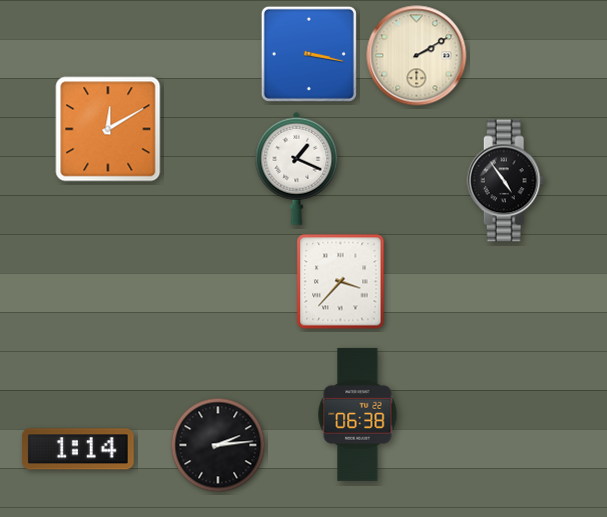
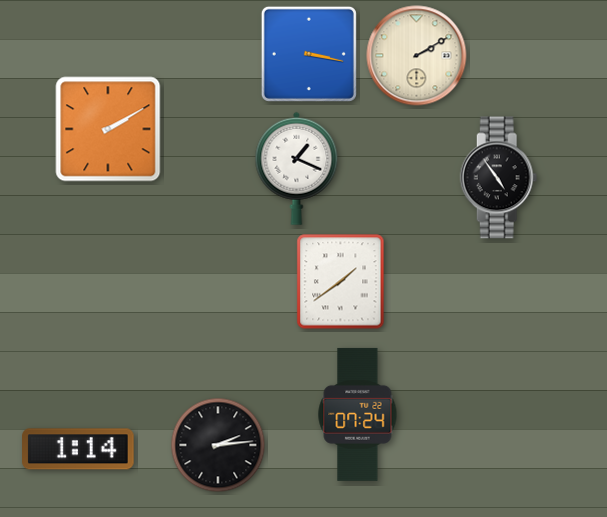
clock at (108, 129): 12:10 -> 2:10
clock at (506, 181) position: (506, 181) -> (499, 178)
clock at (341, 282): 3:37 -> 1:39
clock at (358, 414): 06:38 -> 07:24
